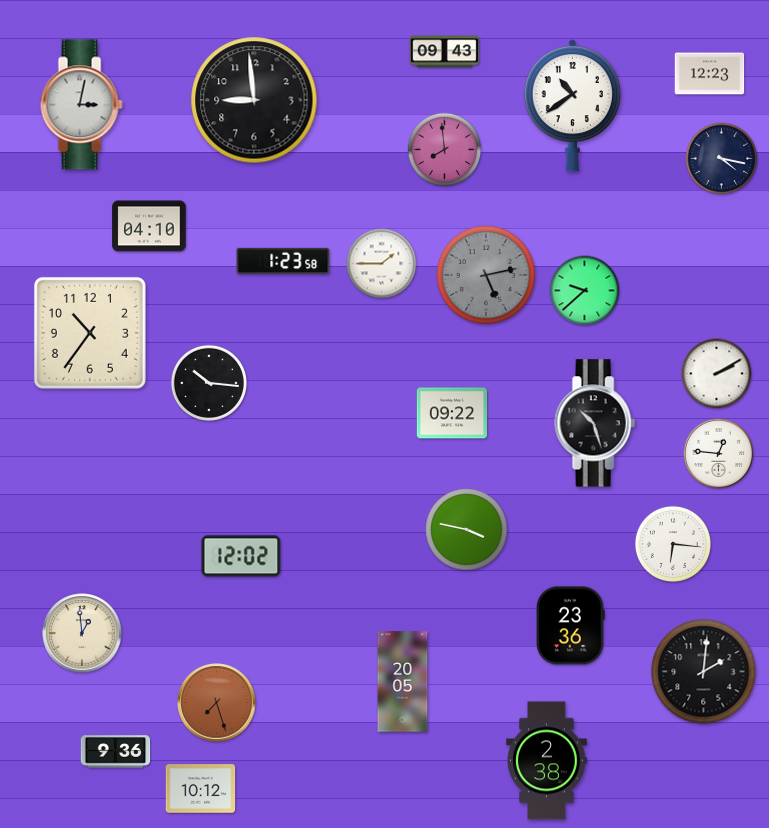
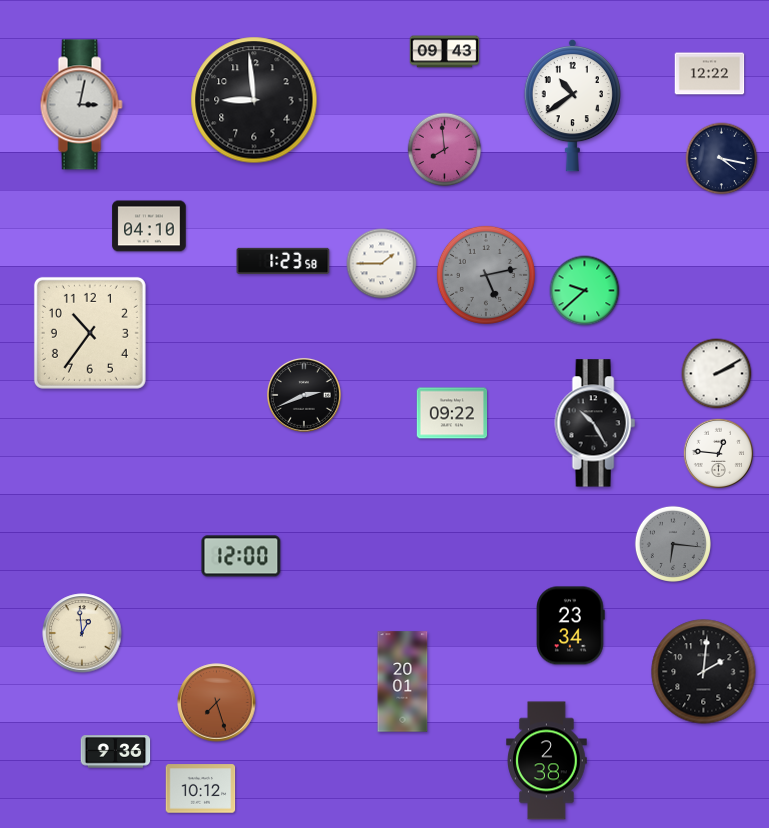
clock at (710, 74): 12:23 -> 12:22
clock at (209, 383): 10:16 -> none
clock at (304, 395): none -> 2:41
clock at (595, 423): 10:27 -> 10:25
clock at (467, 530): 3:47 -> none
clock at (673, 544) dial: white -> grey
clock at (241, 556): 12:02 -> 12:00
clock at (571, 626): 23:36 -> 23:34
clock at (403, 682): 20:05 -> 20:01
